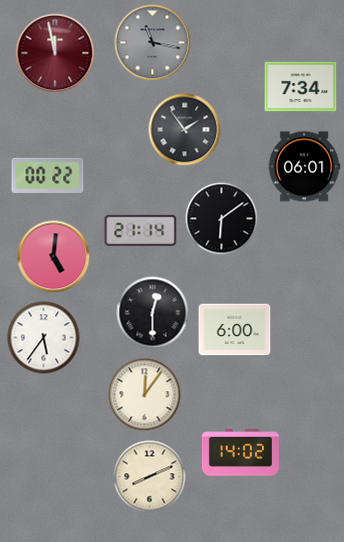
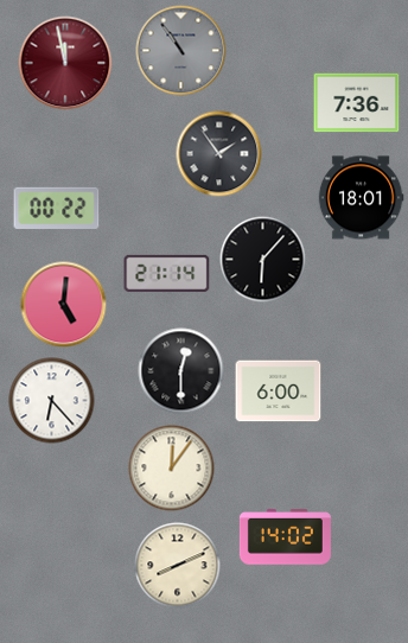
clock at (153, 43): 11:17 -> 10:54
clock at (301, 87): 7:34 -> 7:36
clock at (304, 167): 06:01 -> 18:01
clock at (222, 219): 6:09 -> 6:07
clock at (44, 338): 5:36 -> 6:23
